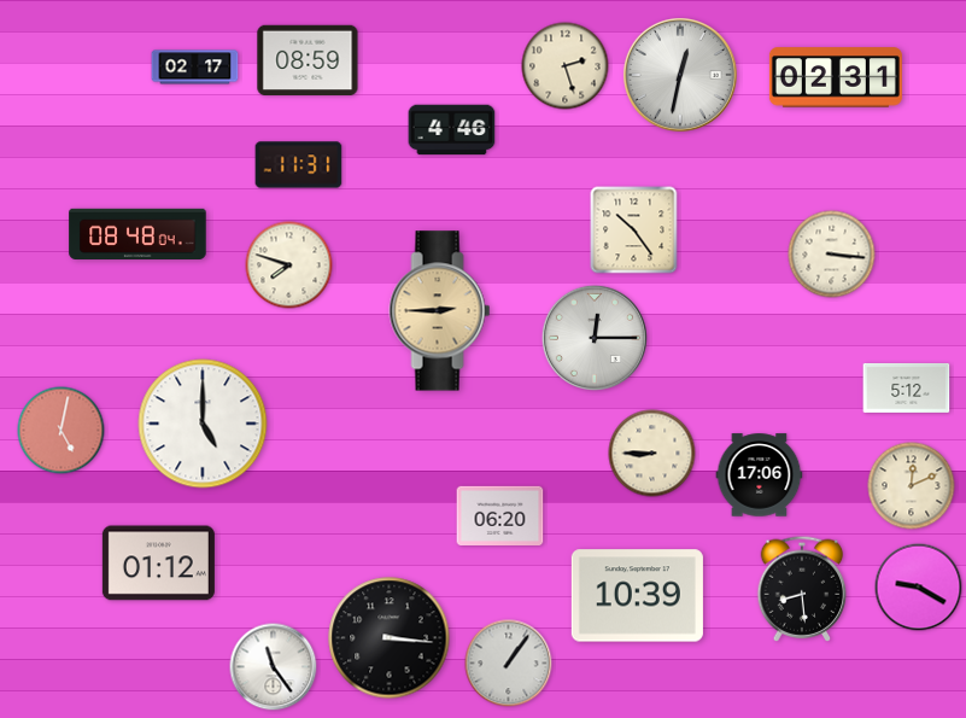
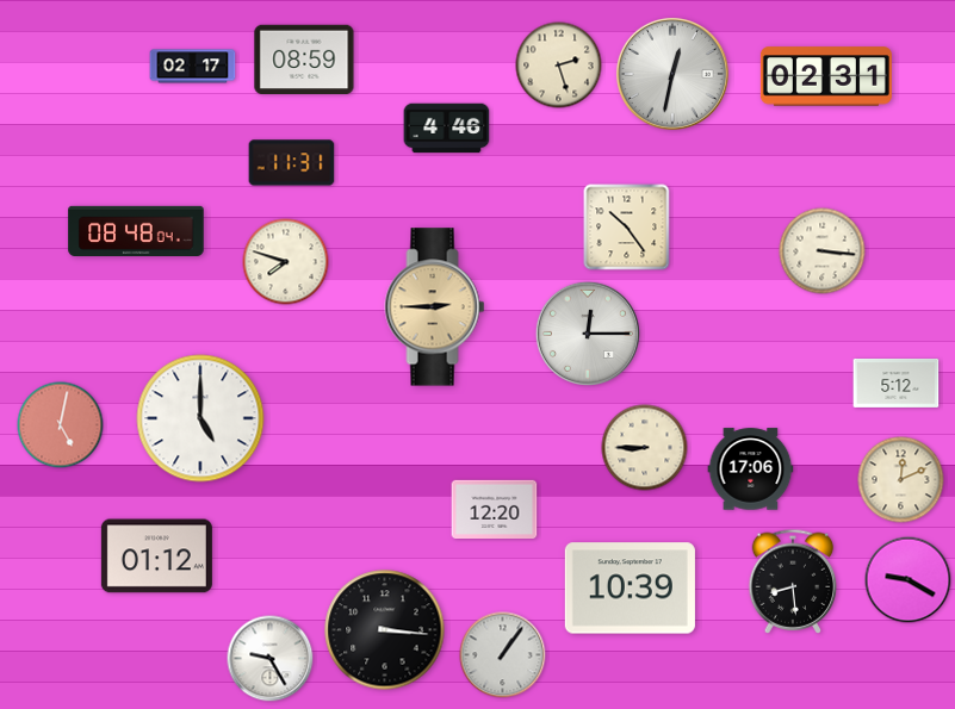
clock at (299, 165) position: (299, 165) -> (292, 163)
clock at (500, 515): 06:20 -> 12:20
clock at (274, 667): 11:24 -> 9:25
